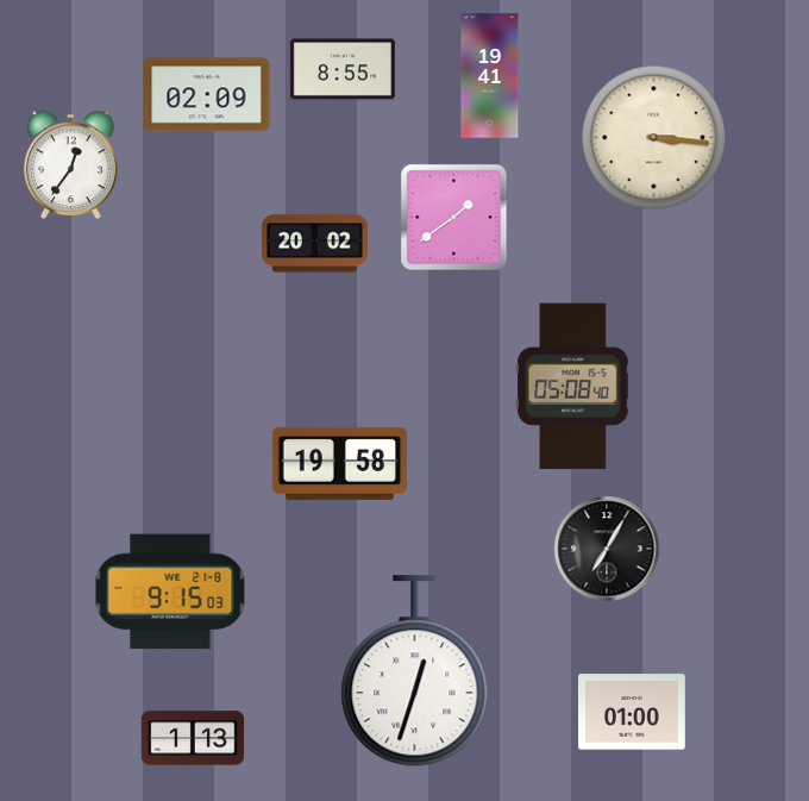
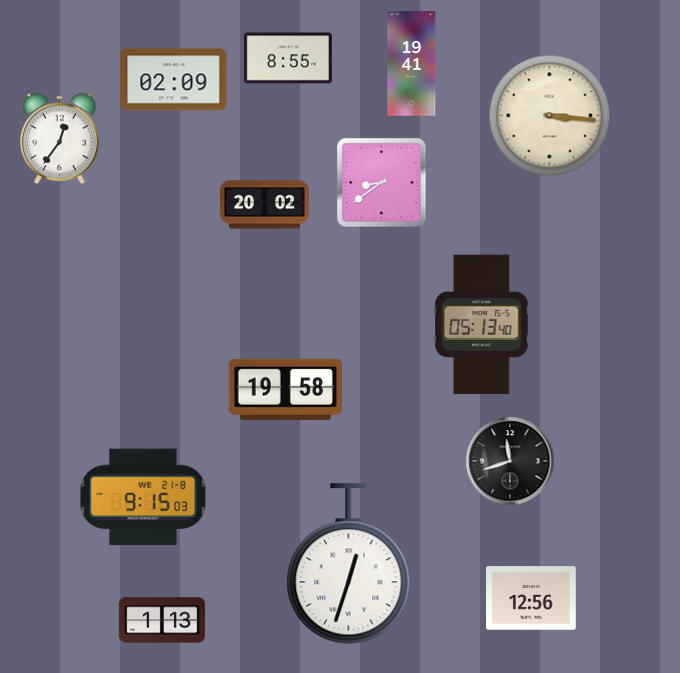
clock at (454, 218): 1:39 -> 8:39
clock at (573, 387): 05:08 -> 05:13
clock at (607, 549): 7:05 -> 11:42
clock at (632, 712): 01:00 -> 12:56
